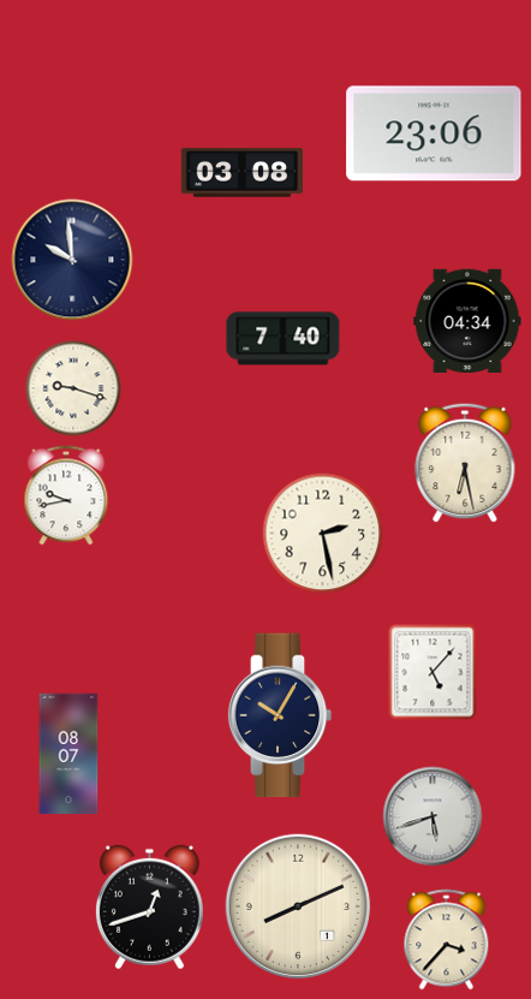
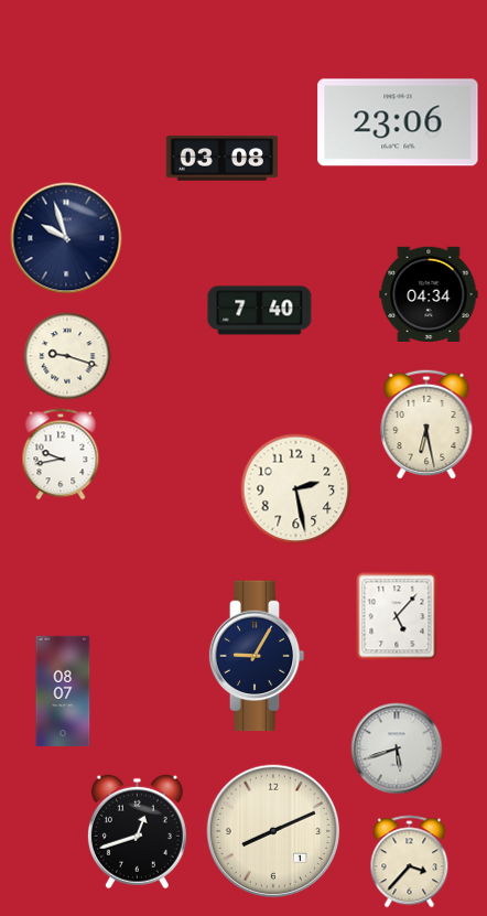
clock at (72, 260): 9:59 -> 9:57
clock at (280, 715): 10:05 -> 9:05
